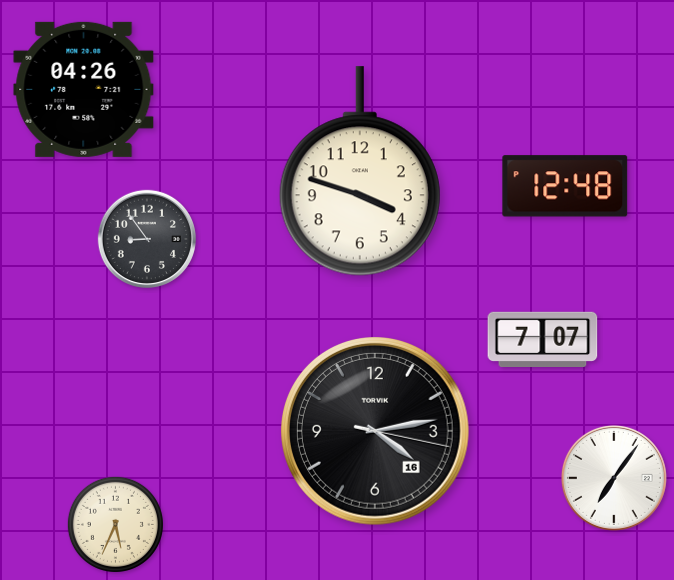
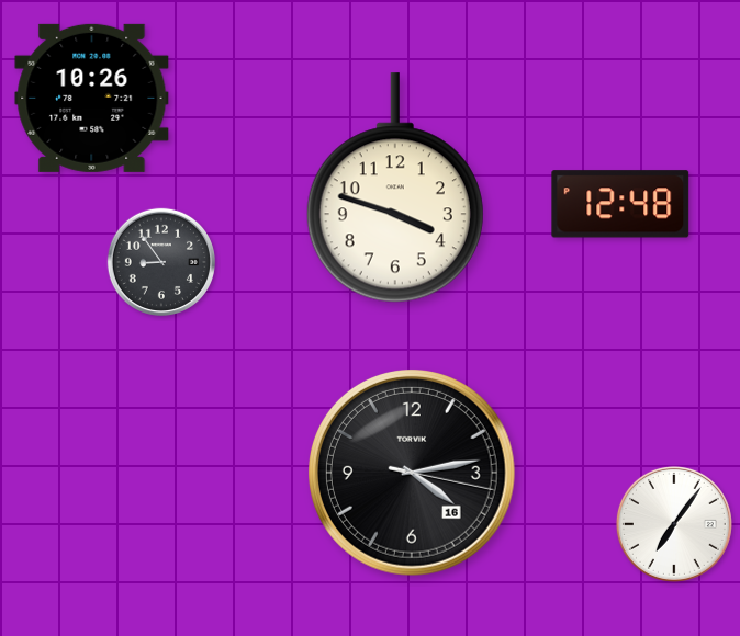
clock at (84, 89): 04:26 -> 10:26
clock at (543, 339): 7:07 -> none
clock at (115, 524): 5:34 -> none
